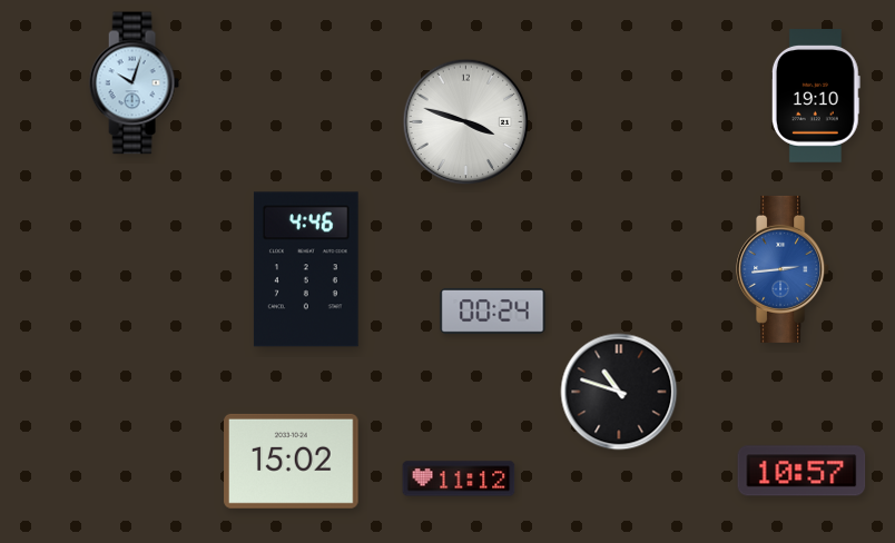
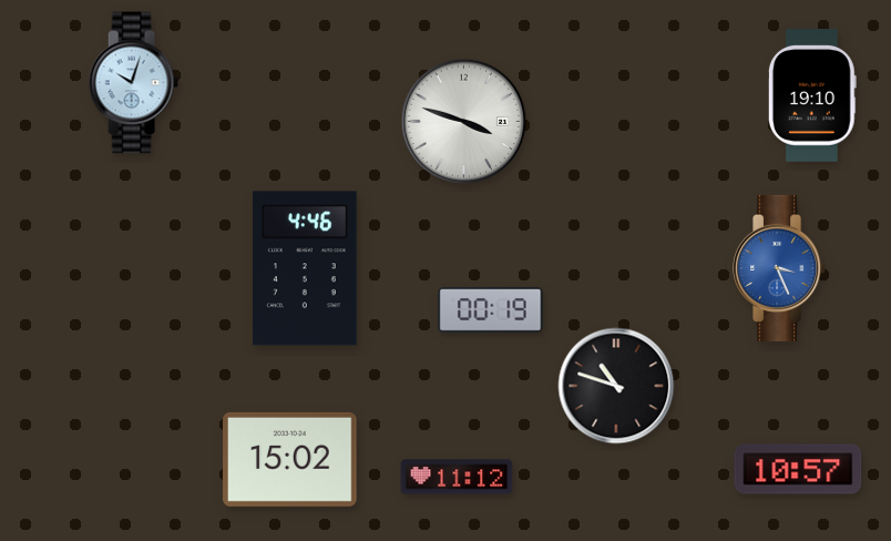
clock at (784, 269): 2:44 -> 3:26
clock at (493, 310): 00:24 -> 00:19
clock at (619, 392) position: (619, 392) -> (616, 386)
